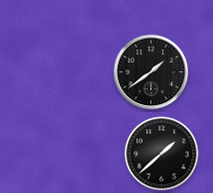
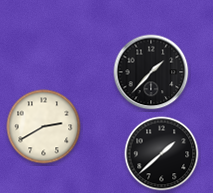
clock at (151, 72): 1:39 -> 1:37
clock at (44, 127): none -> 2:40
